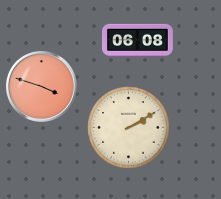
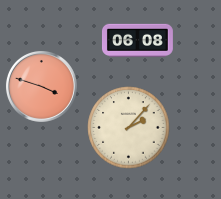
clock at (129, 128): 2:10 -> 2:07
